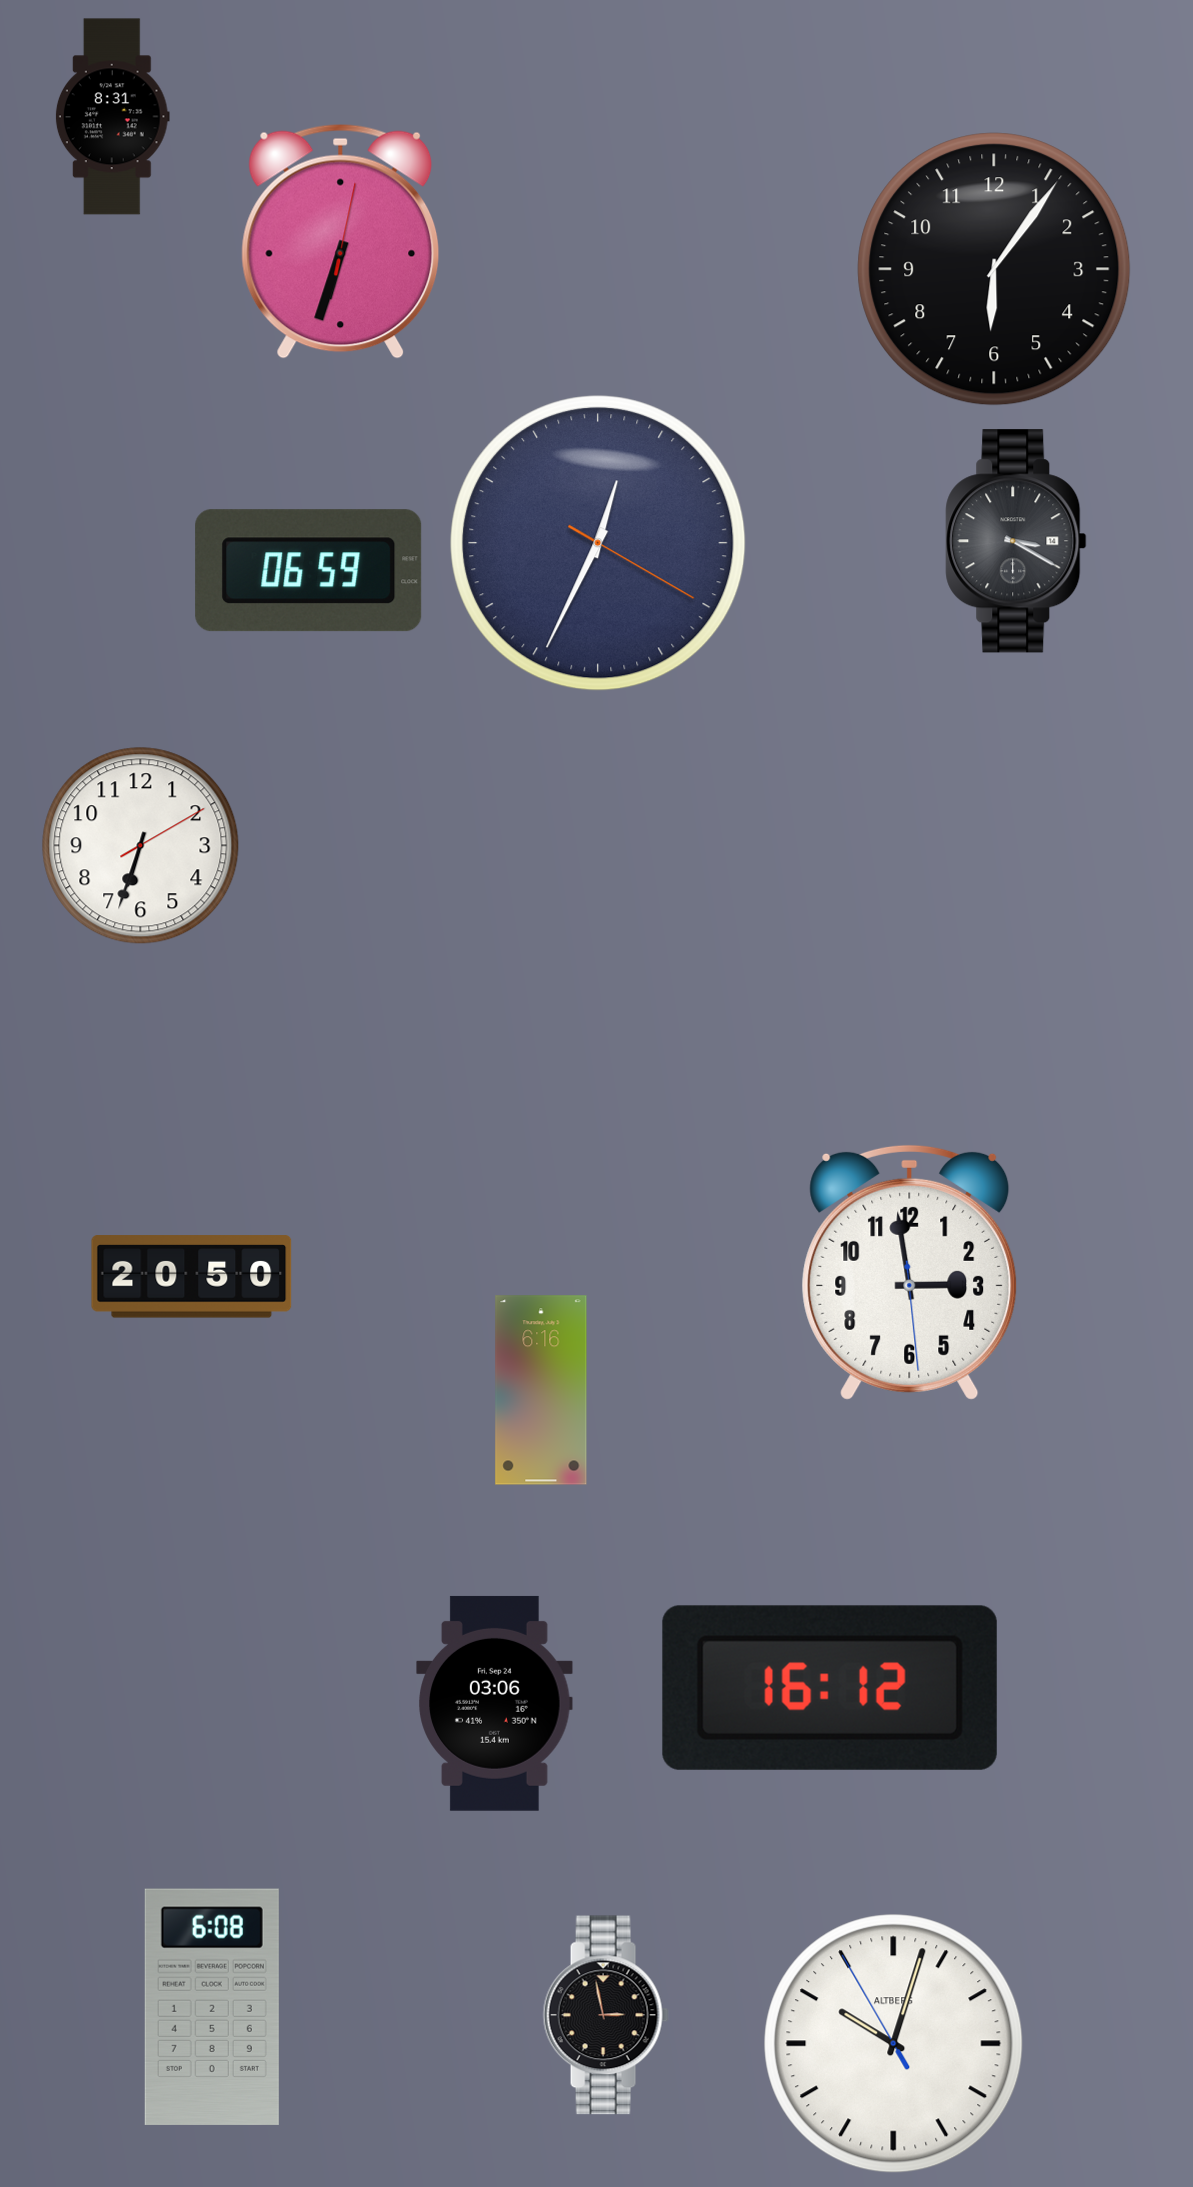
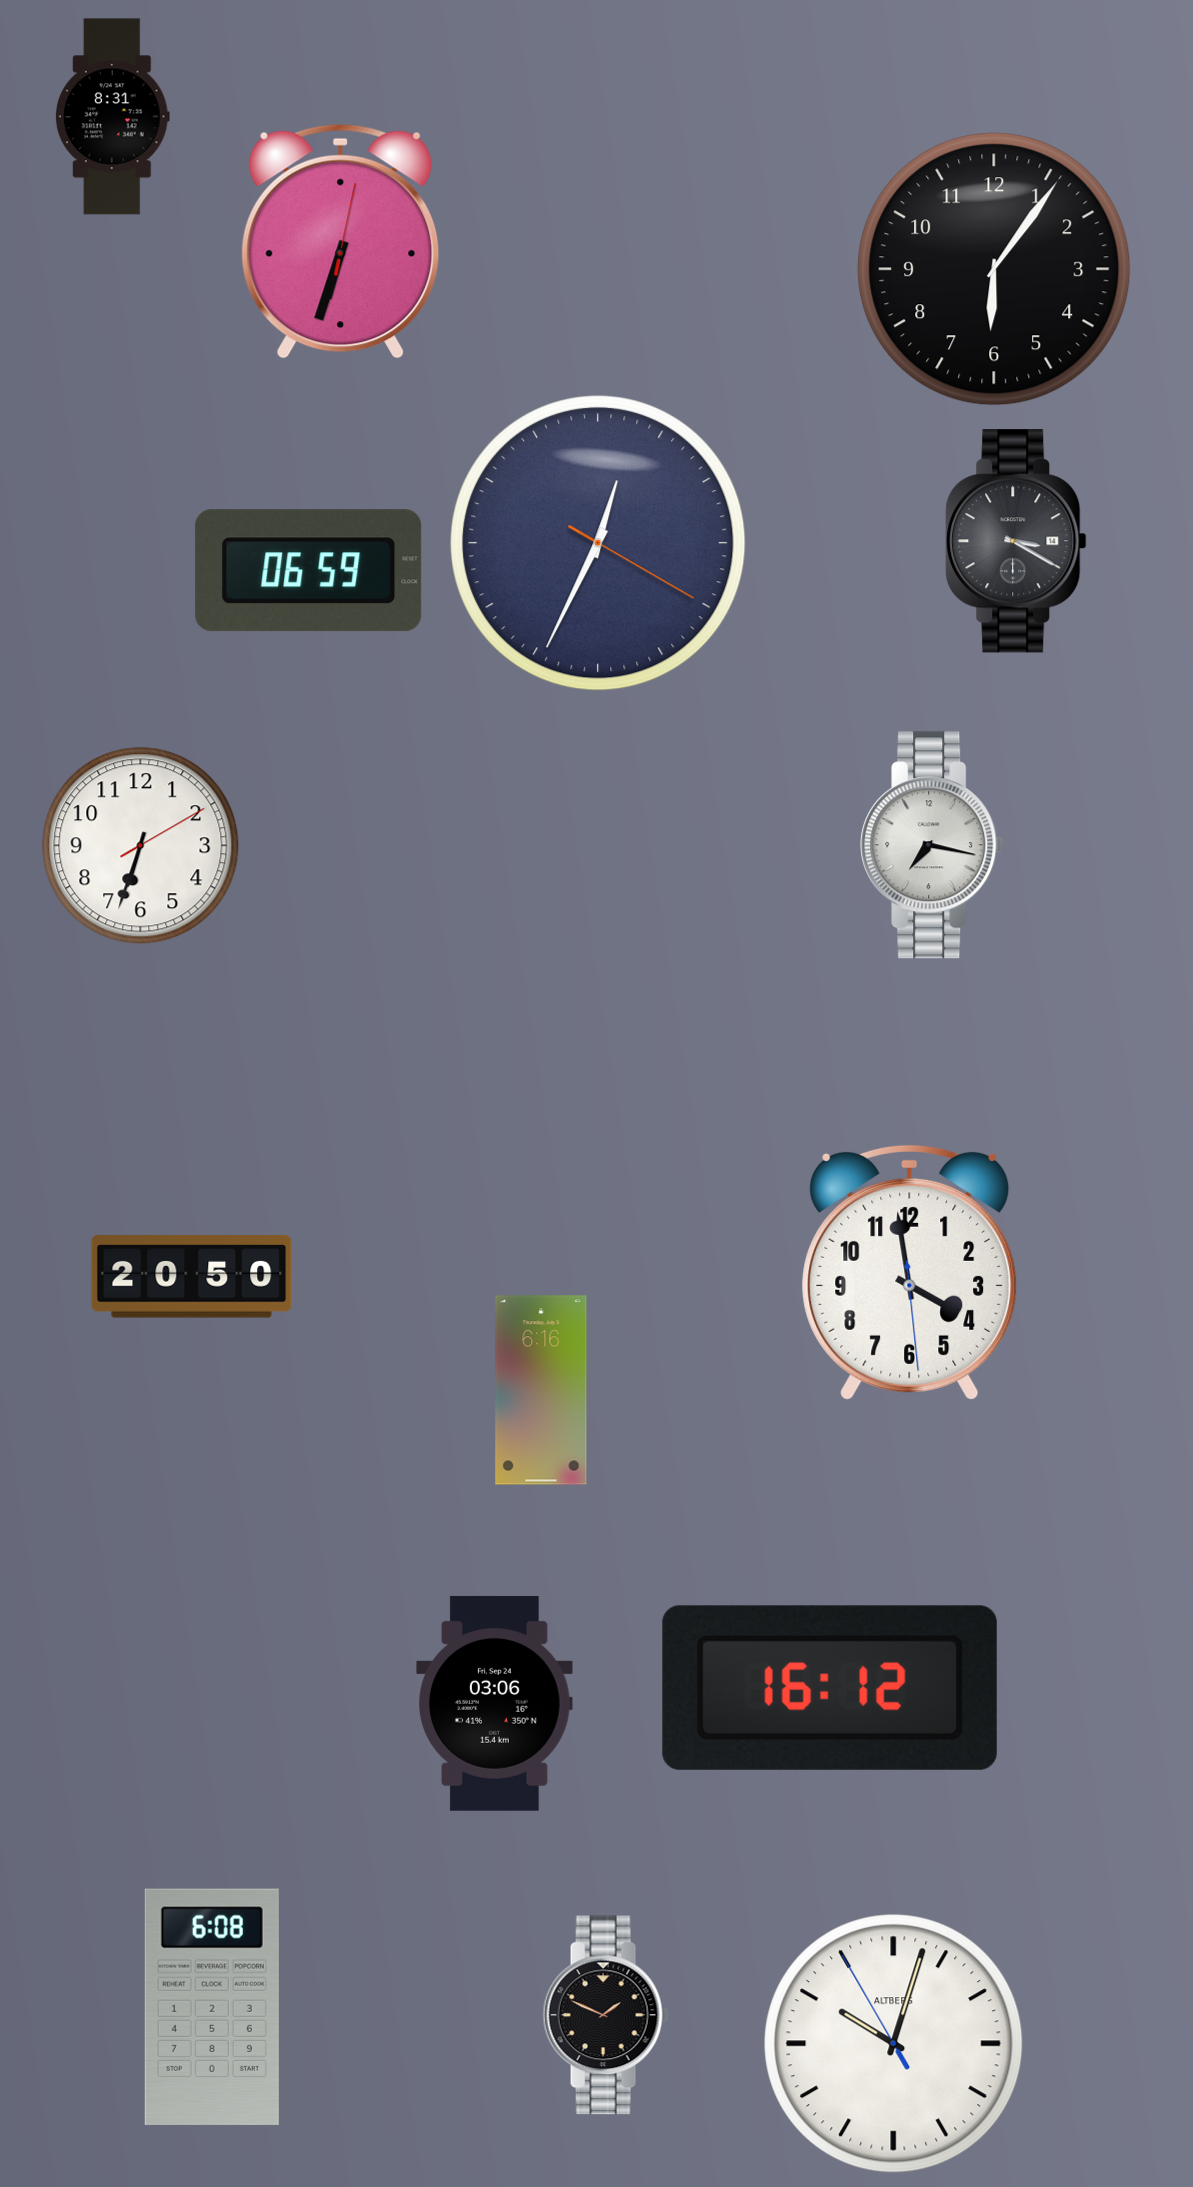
clock at (932, 845): none -> 7:17
clock at (910, 1272): 2:58 -> 3:58
clock at (606, 2015): 2:58 -> 1:49
